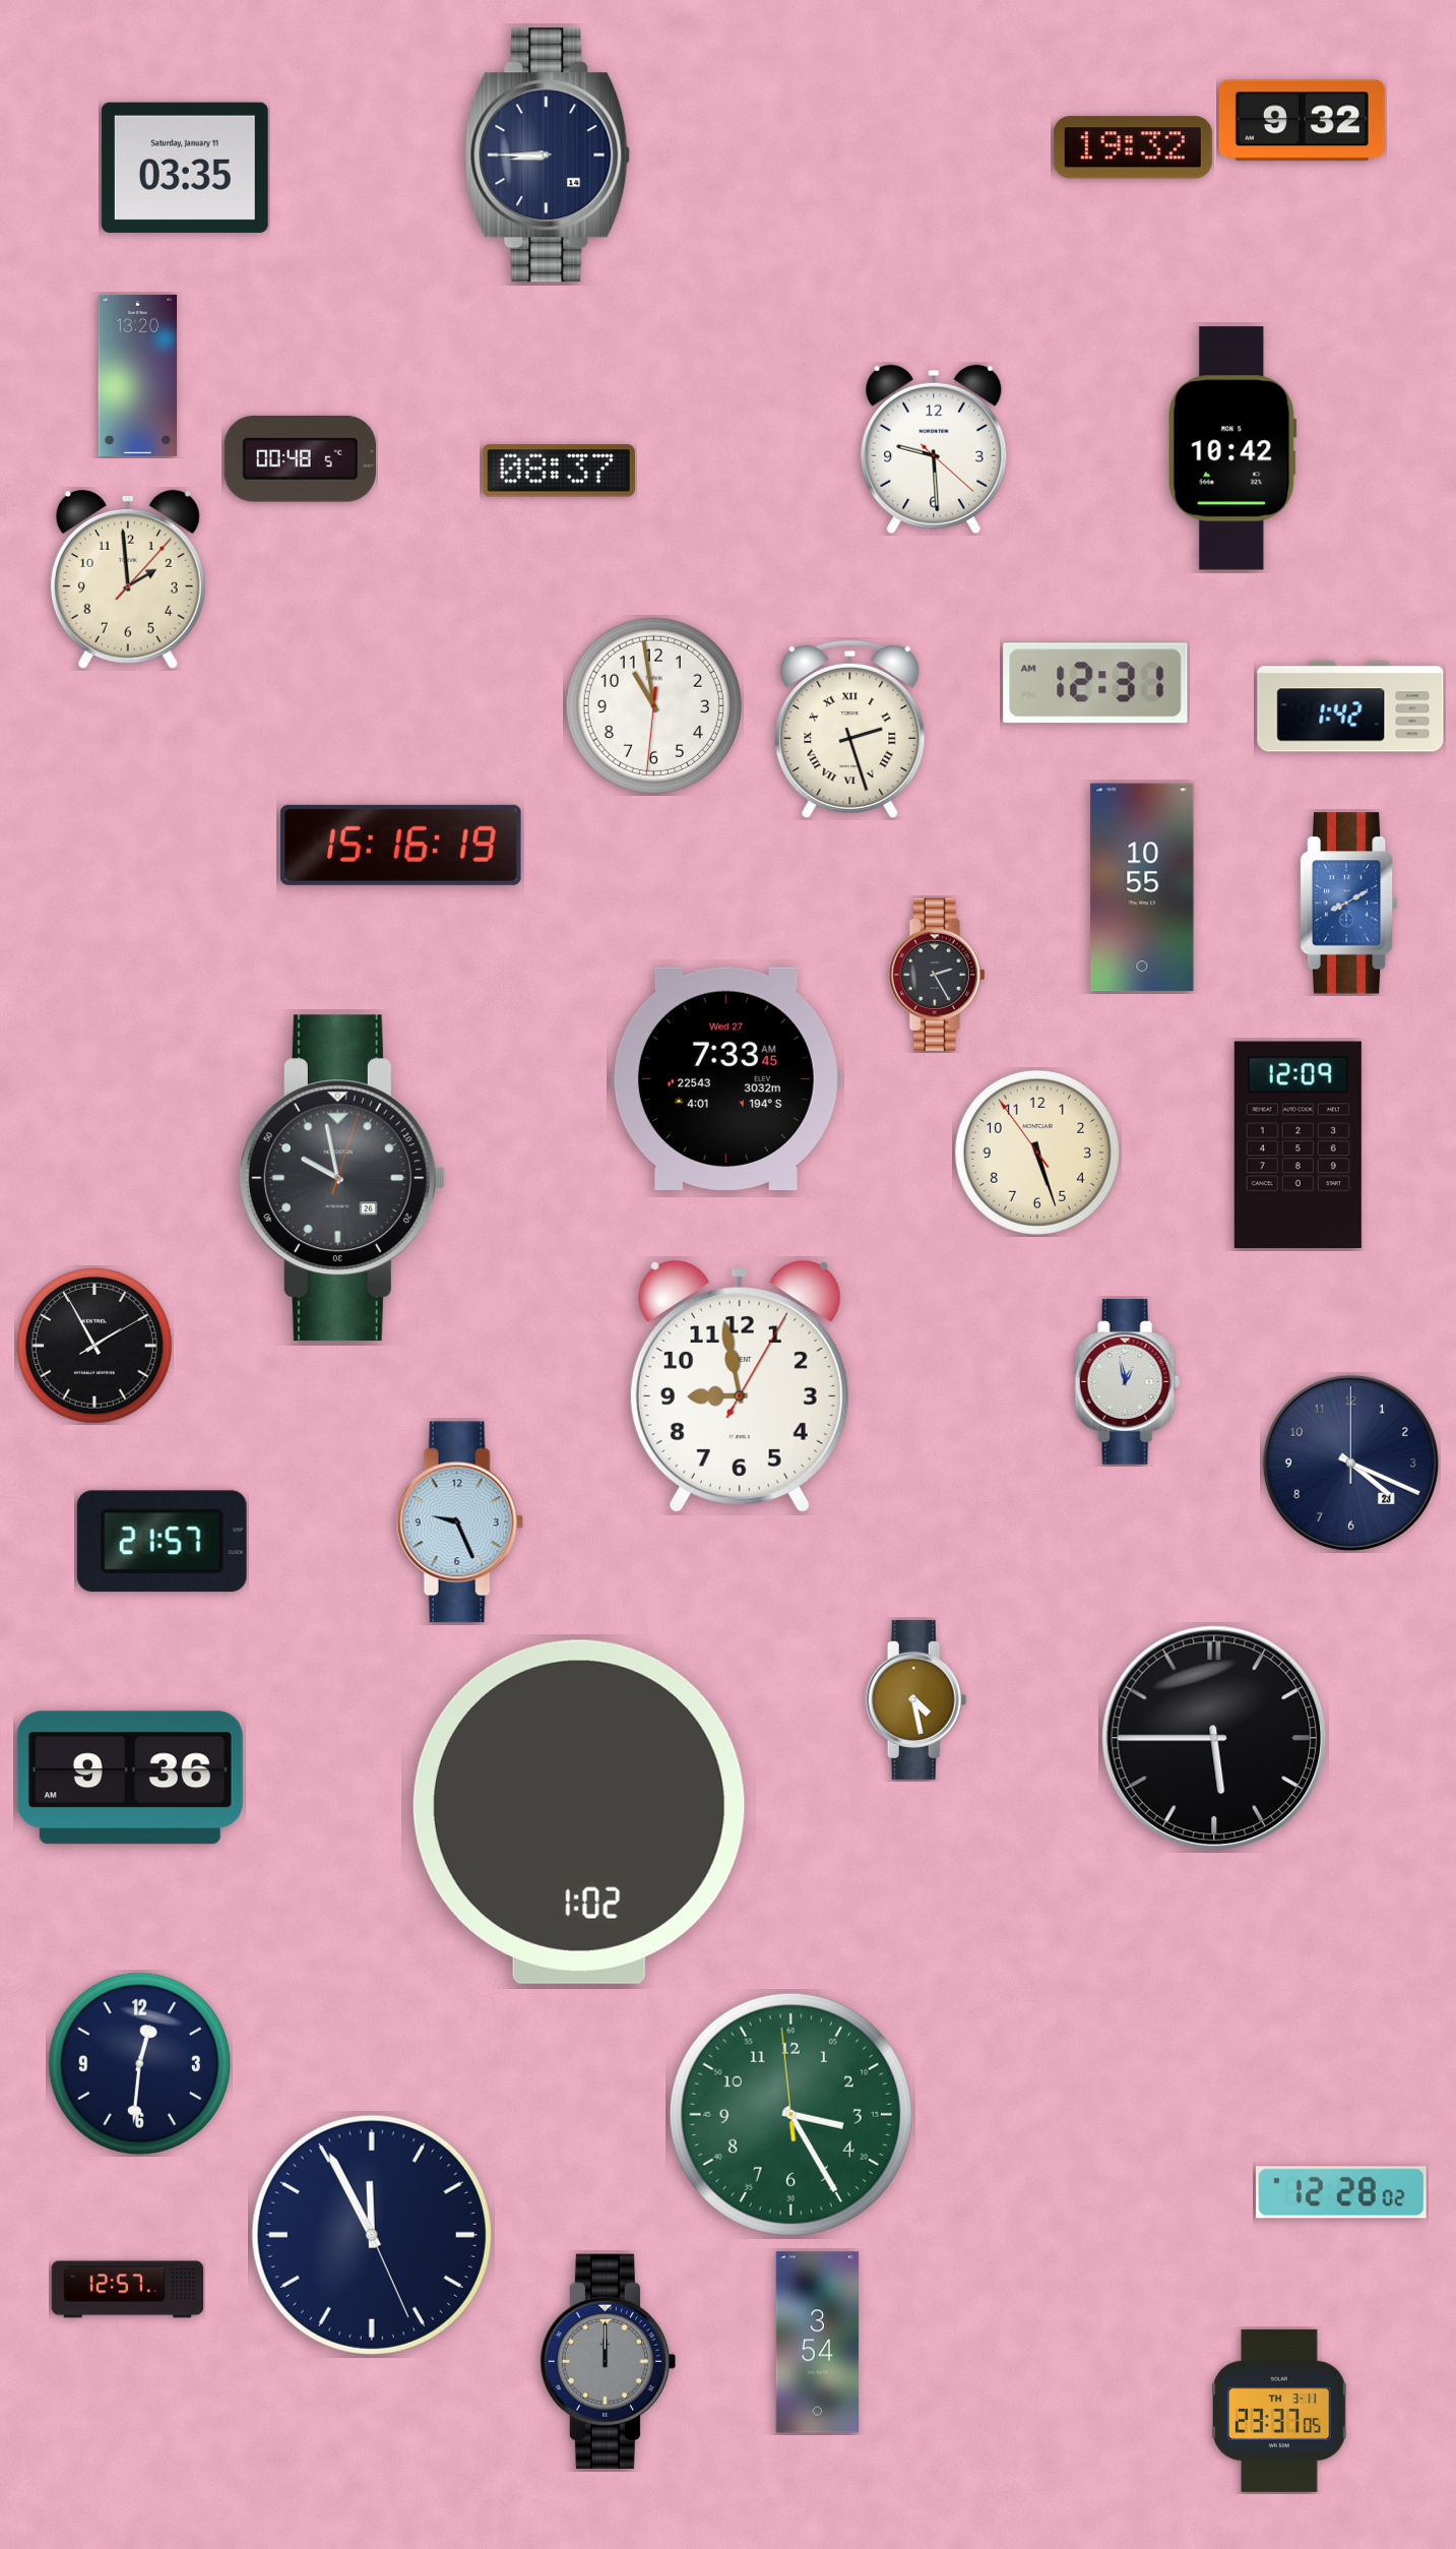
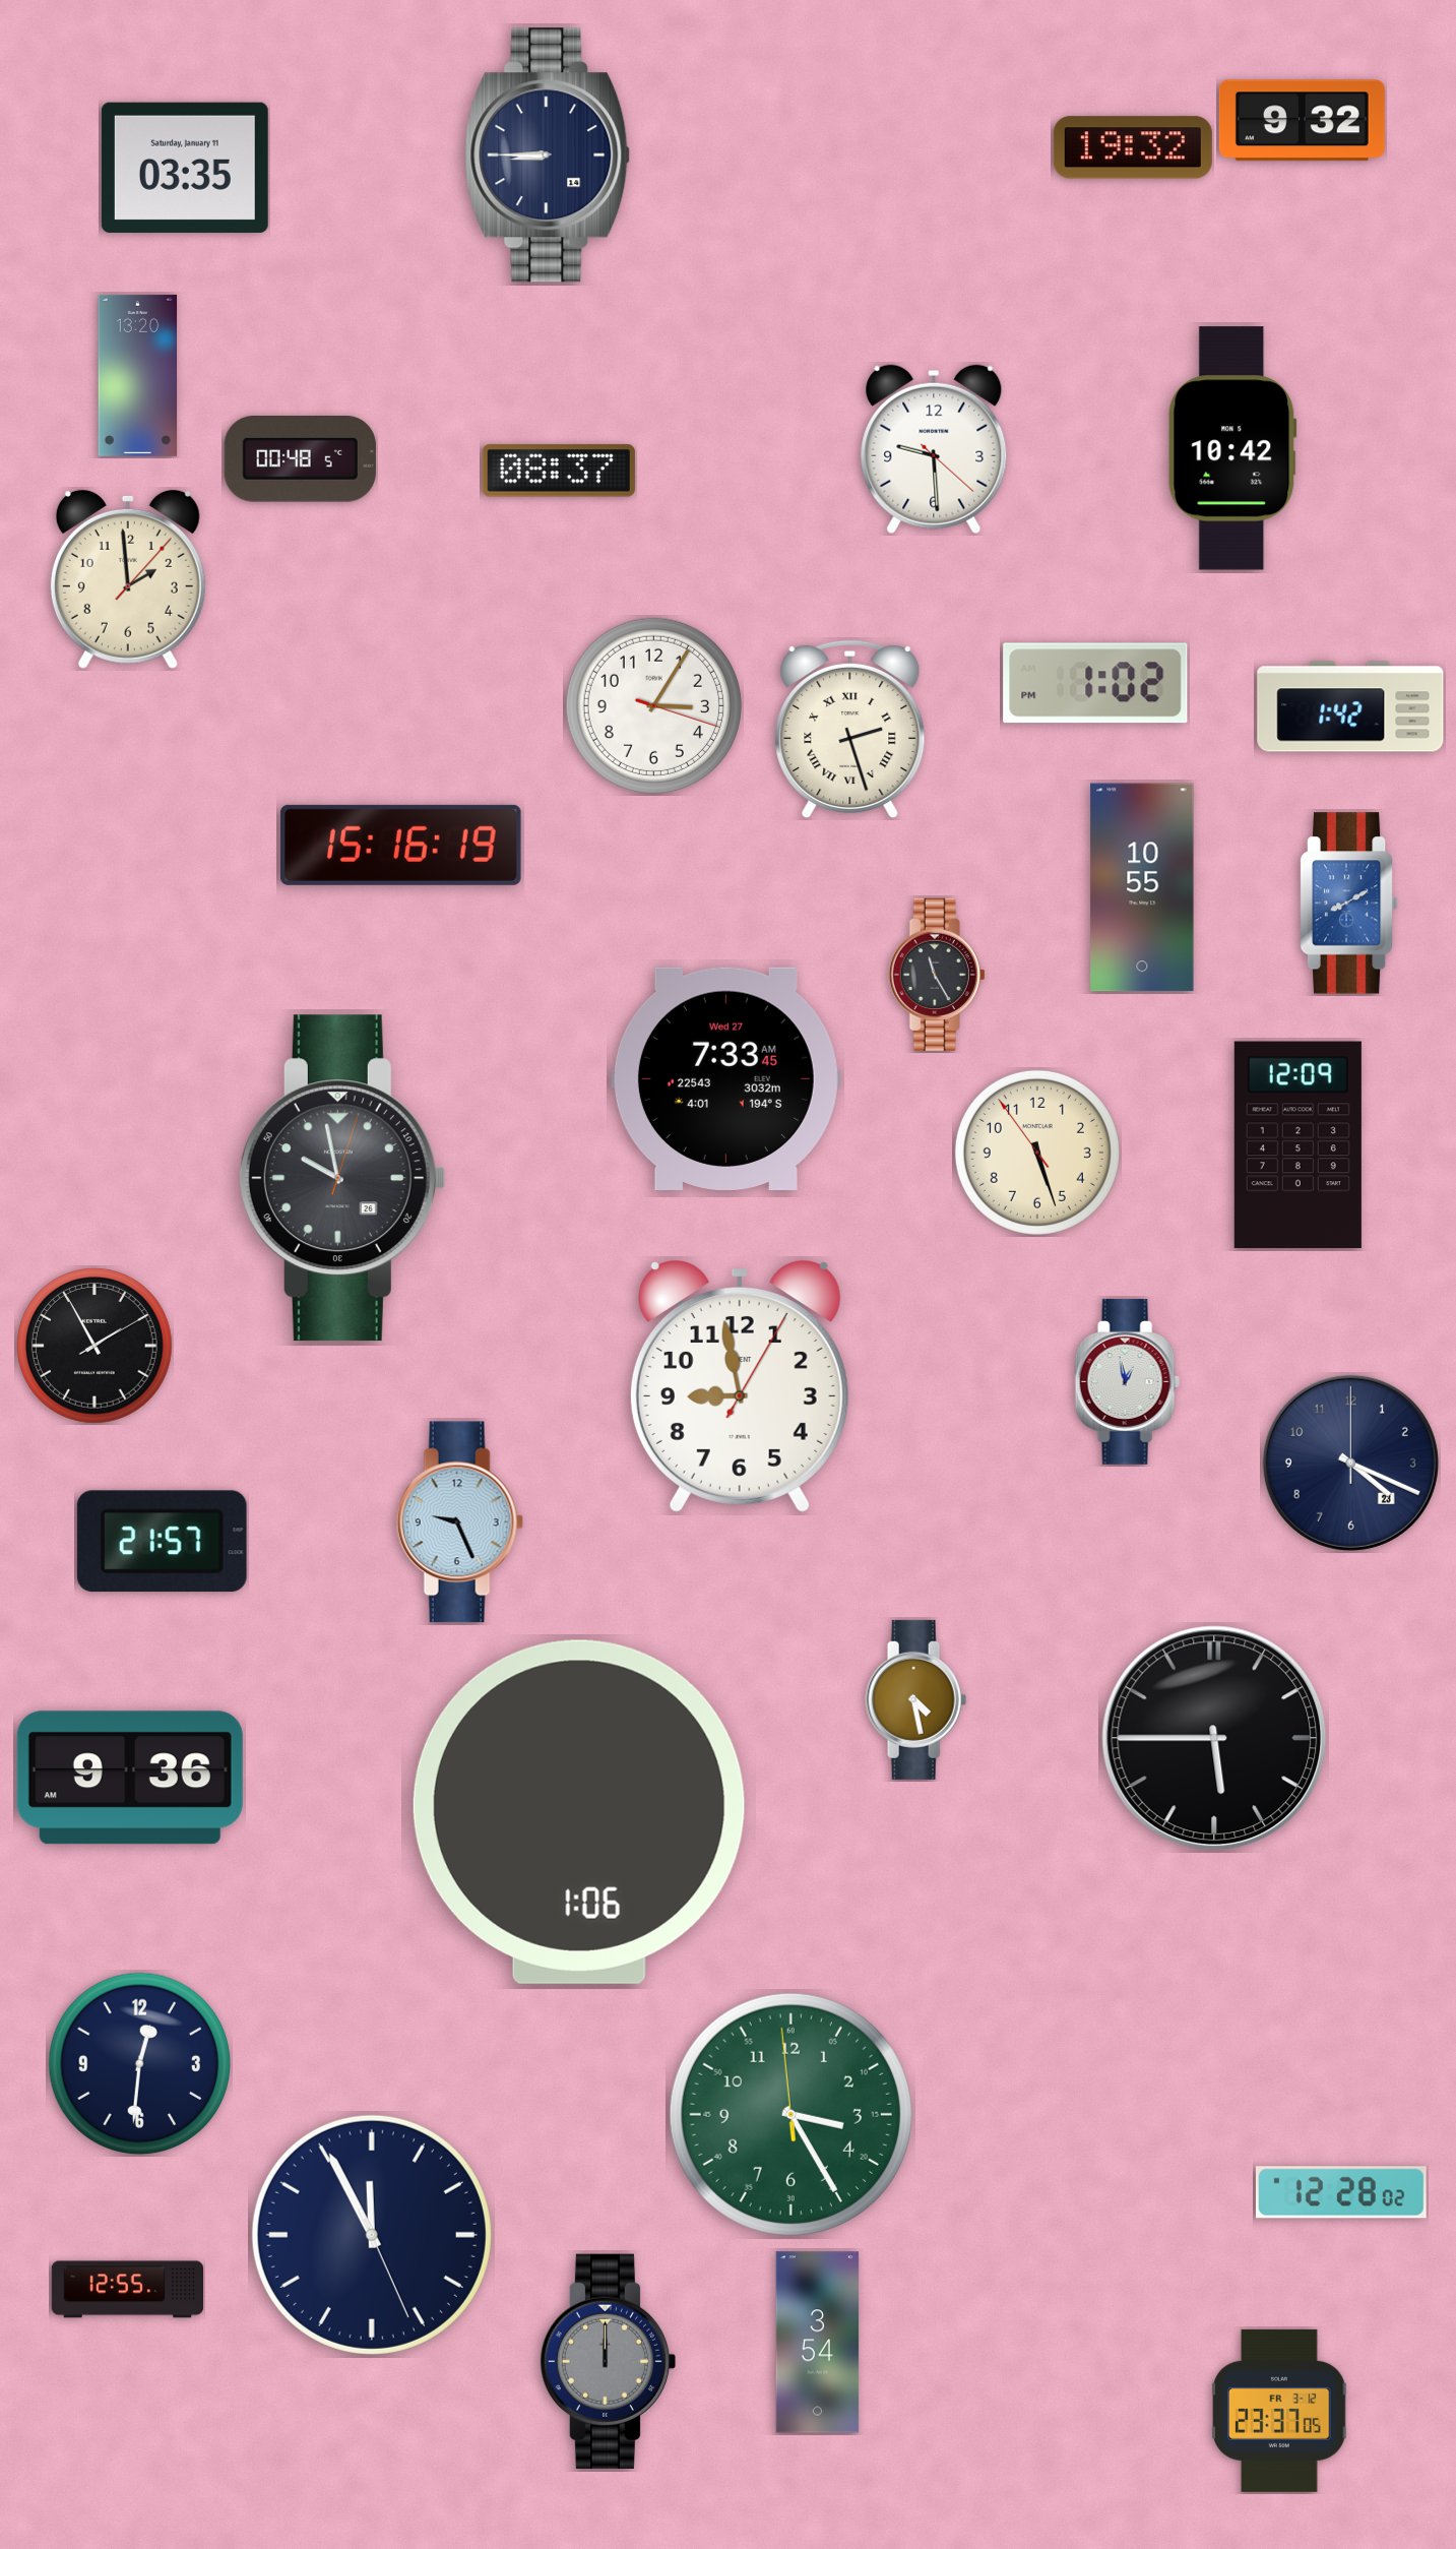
clock at (1095, 683): 12:31 -> 1:02
clock at (653, 705): 10:58 -> 3:05
clock at (937, 975): 2:25 -> 11:25
clock at (579, 1812): 1:02 -> 1:06
clock at (128, 2290): 12:57 -> 12:55
clock at (1280, 2411) date: TH 3-11 -> FR 3-12
